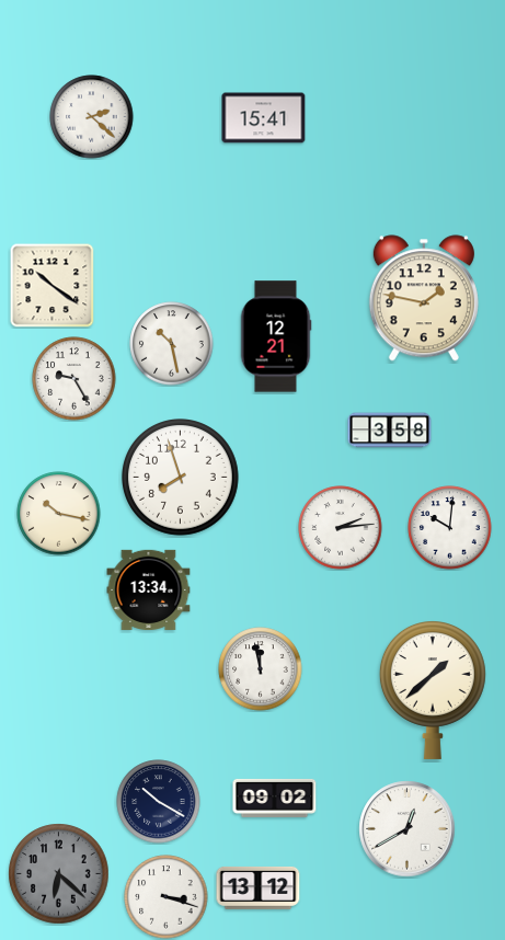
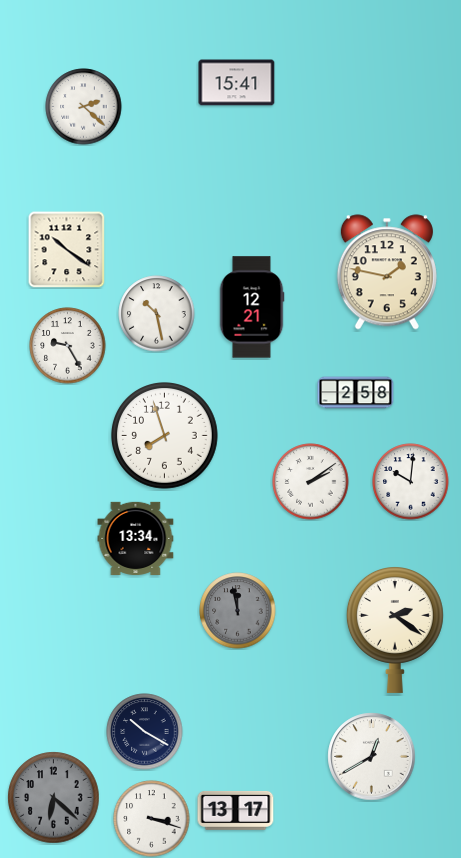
clock at (264, 118) position: (264, 118) -> (237, 83)
clock at (51, 285) position: (51, 285) -> (66, 249)
clock at (390, 431): 3:58 -> 2:58
clock at (59, 514): 10:17 -> none
clock at (341, 528): 2:14 -> 2:09
clock at (261, 669) dial: white -> grey
clock at (433, 690): 1:38 -> 2:21
clock at (275, 798): 09:02 -> none
clock at (259, 887): 13:12 -> 13:17
